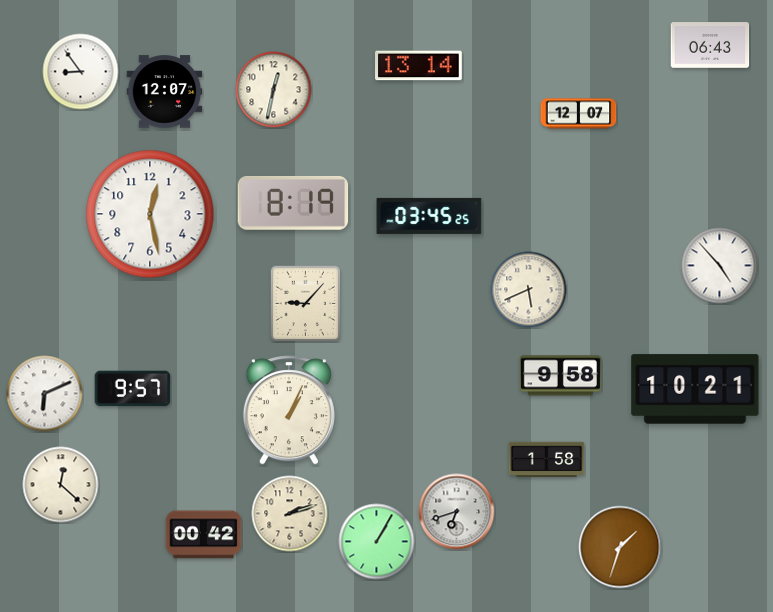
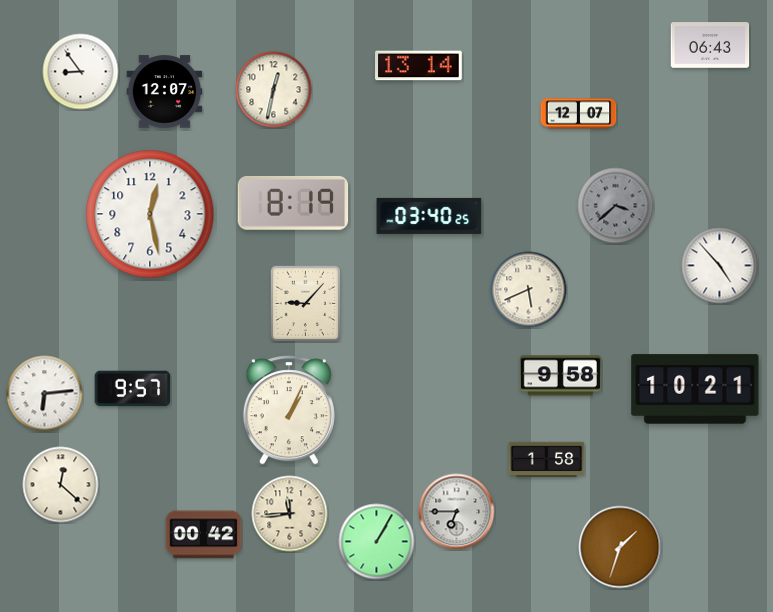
clock at (616, 206): none -> 3:38
clock at (429, 216): 03:45 -> 03:40
clock at (45, 394): 6:11 -> 6:14
clock at (457, 512): 6:42 -> 6:45
clock at (290, 514): 2:12 -> 11:44
